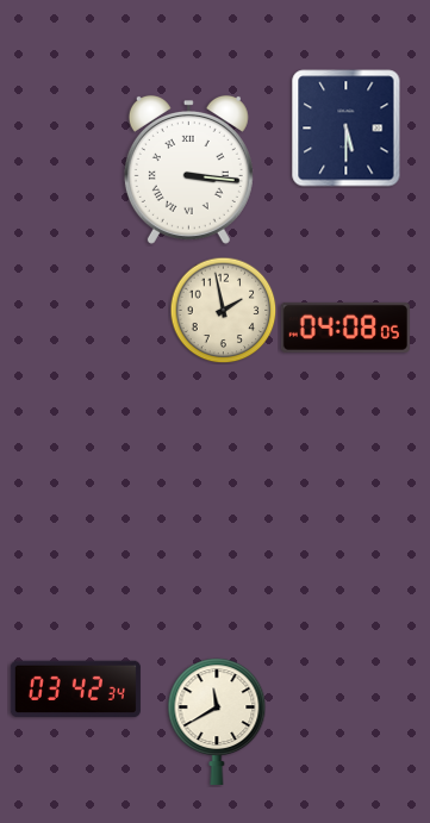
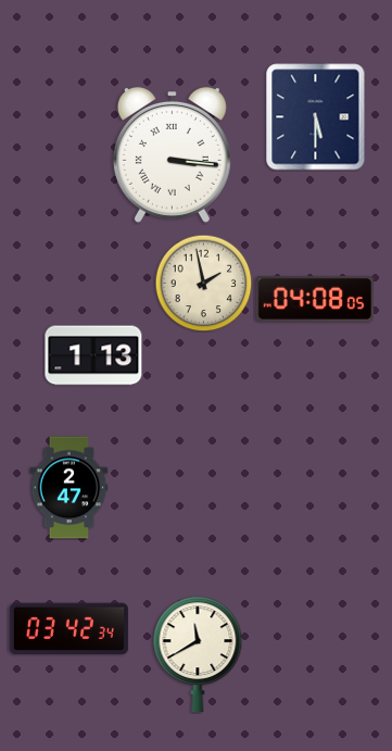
clock at (93, 355): none -> 1:13
clock at (69, 488): none -> 2:47
clock at (217, 722) position: (217, 722) -> (198, 654)
